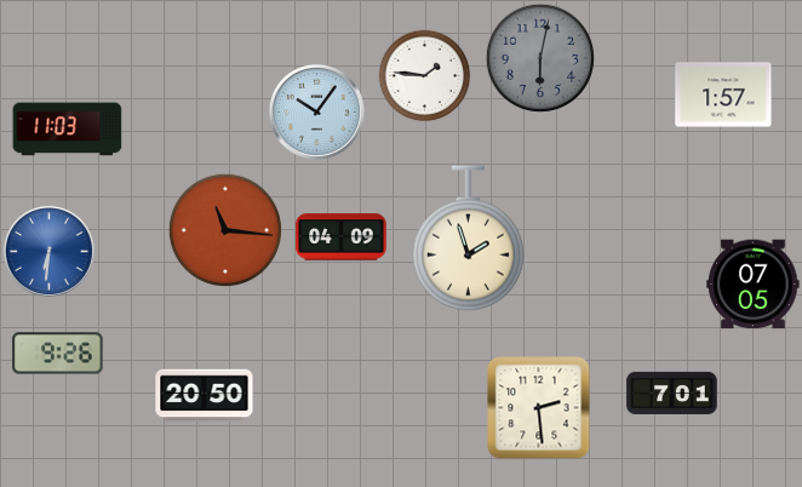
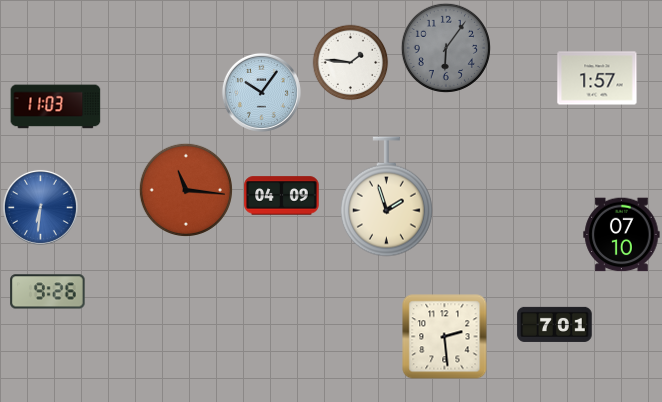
clock at (540, 58): 6:02 -> 6:06
clock at (754, 285): 07:05 -> 07:10
clock at (205, 396): 20:50 -> none
